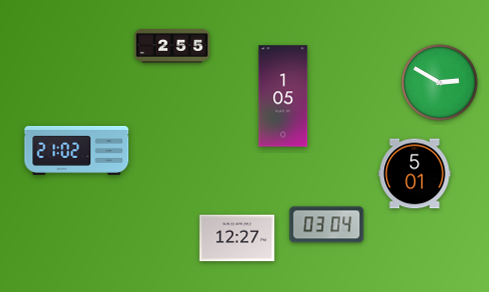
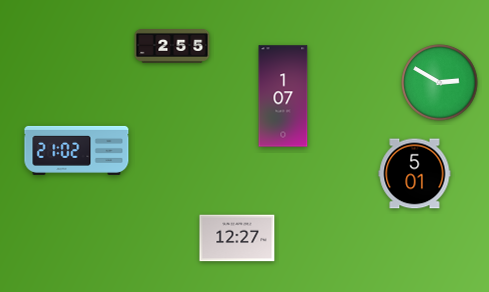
clock at (283, 96): 1:05 -> 1:07
clock at (327, 225): 03:04 -> none
